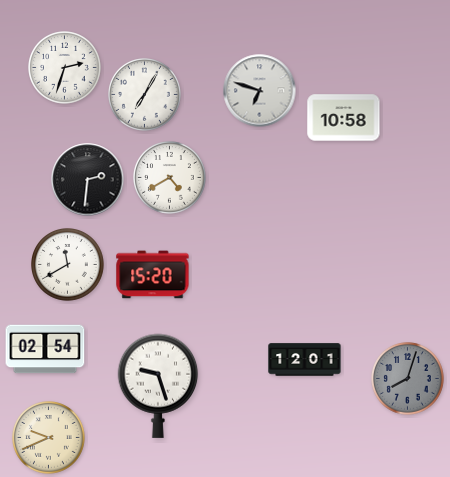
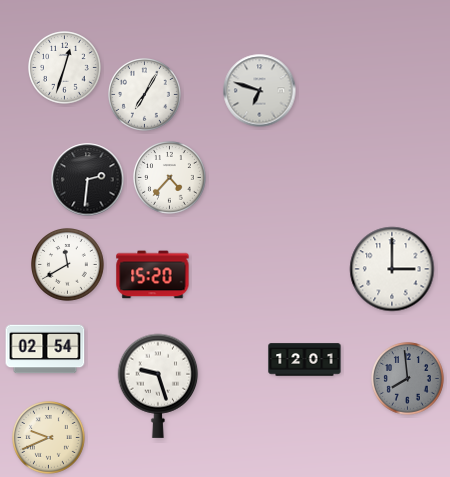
clock at (65, 68): 2:33 -> 12:33
clock at (344, 118): 10:58 -> none
clock at (170, 178): 4:40 -> 4:37
clock at (392, 269): none -> 3:00
clock at (408, 379): 8:03 -> 7:59
